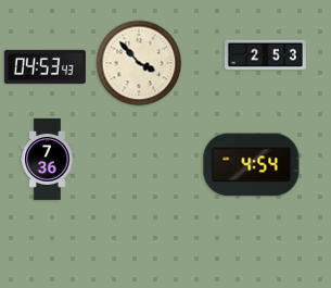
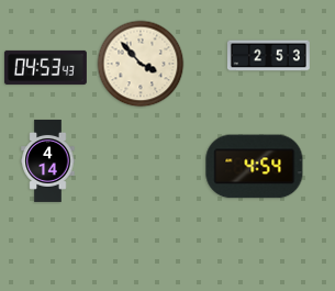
clock at (48, 159): 7:36 -> 4:14
